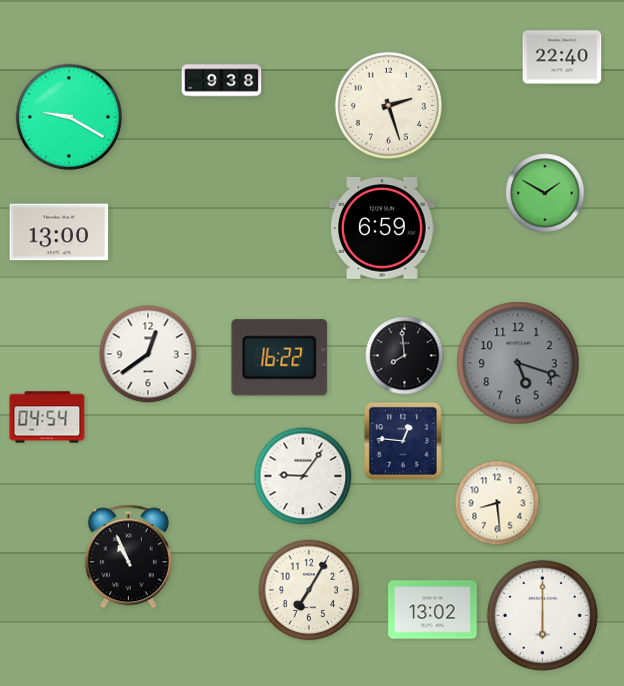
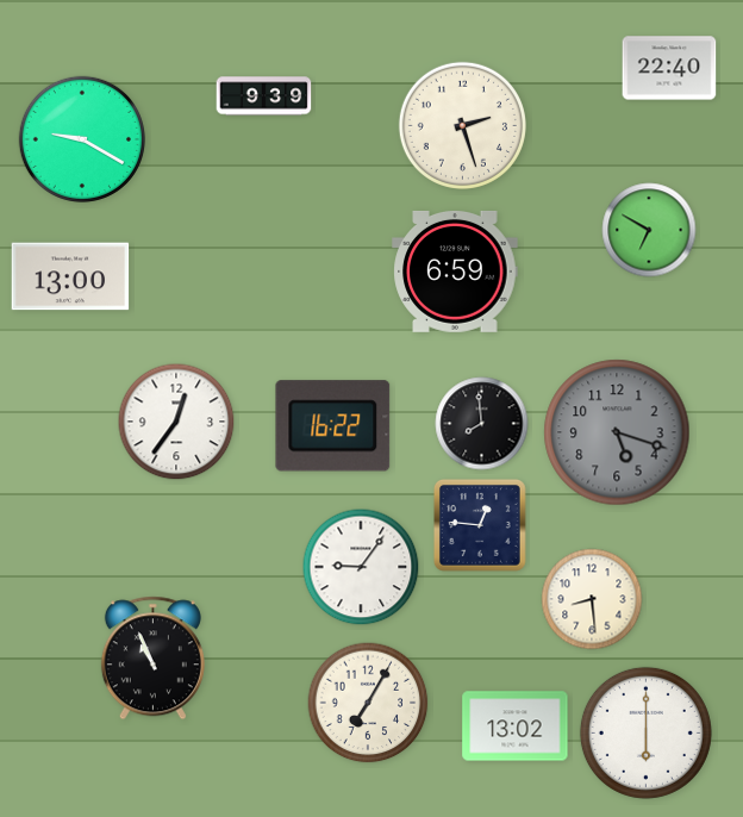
clock at (222, 81): 9:38 -> 9:39
clock at (545, 193): 1:50 -> 6:50
clock at (148, 354): 12:39 -> 12:36
clock at (47, 417): 04:54 -> none
clock at (128, 557) position: (128, 557) -> (152, 659)
